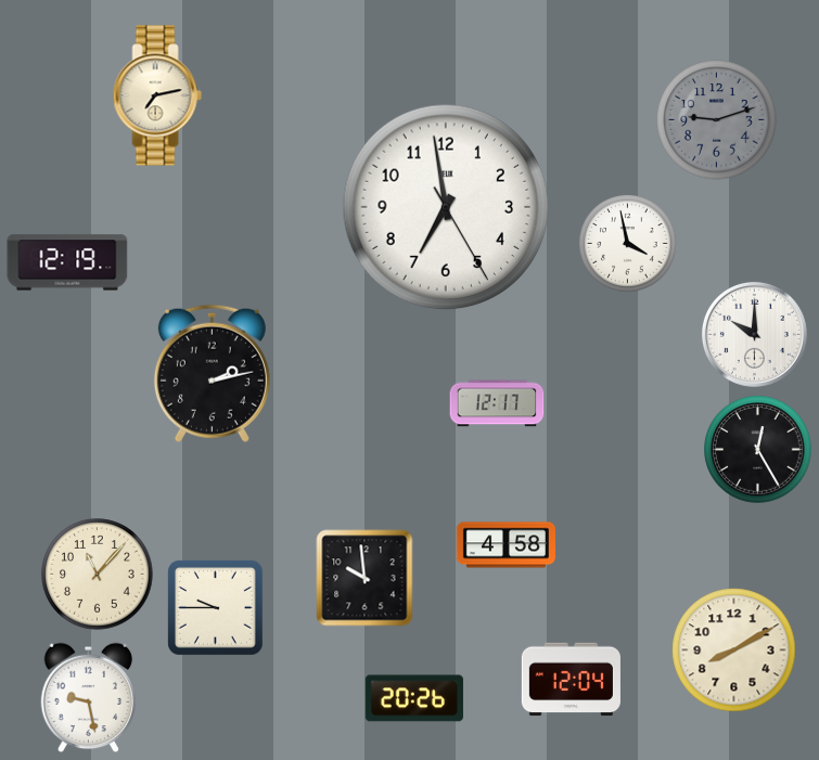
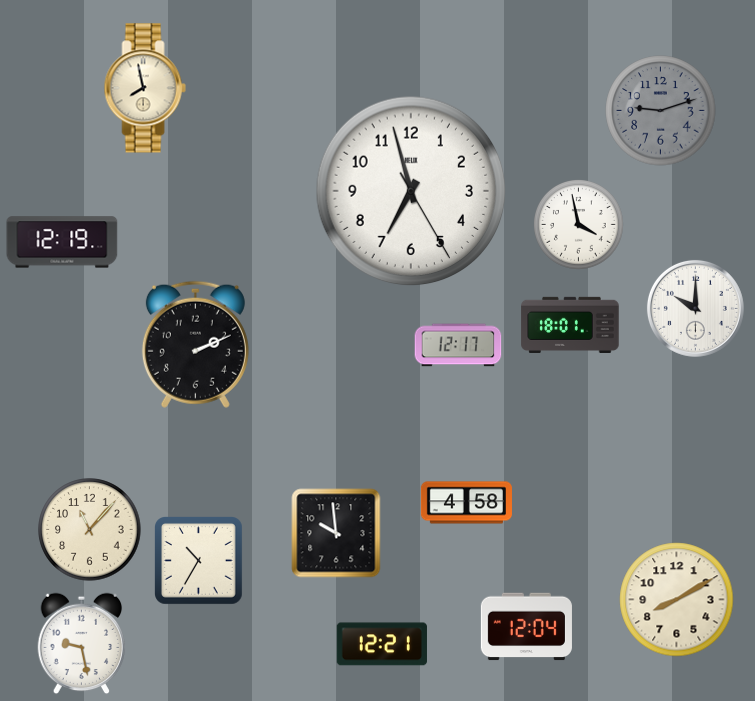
clock at (157, 95): 7:13 -> 7:58
clock at (446, 207): 6:58 -> 6:57
clock at (570, 325): none -> 18:01
clock at (212, 373): 2:13 -> 2:11
clock at (497, 403) position: (497, 403) -> (458, 345)
clock at (758, 450): 12:25 -> none
clock at (216, 608): 9:45 -> 10:35
clock at (414, 698): 20:26 -> 12:21
